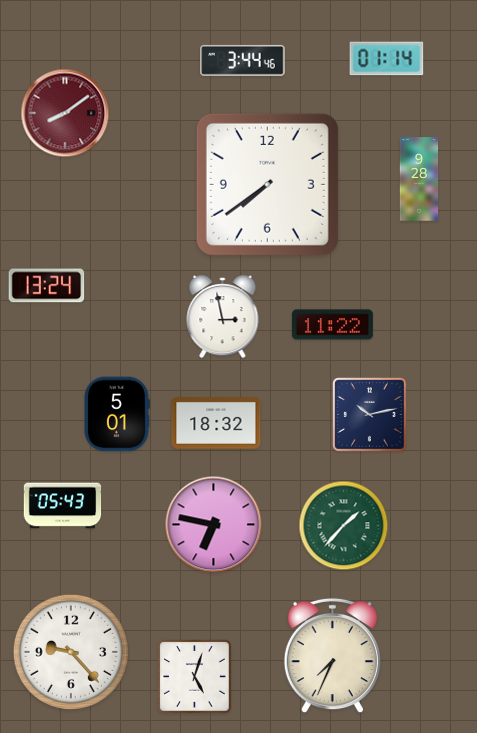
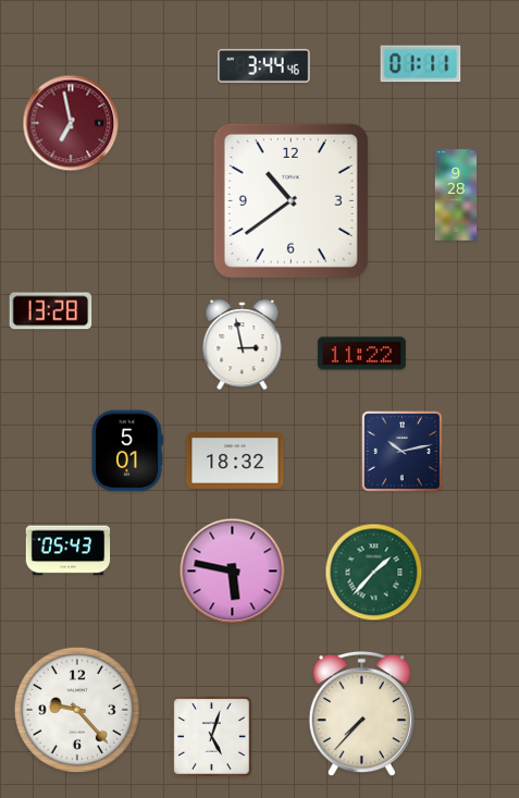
clock at (387, 59): 01:14 -> 01:11
clock at (65, 113): 8:09 -> 6:58
clock at (267, 184): 7:39 -> 10:39
clock at (47, 286): 13:24 -> 13:28
clock at (214, 525): 6:47 -> 5:47
clock at (332, 656): 7:34 -> 7:37
